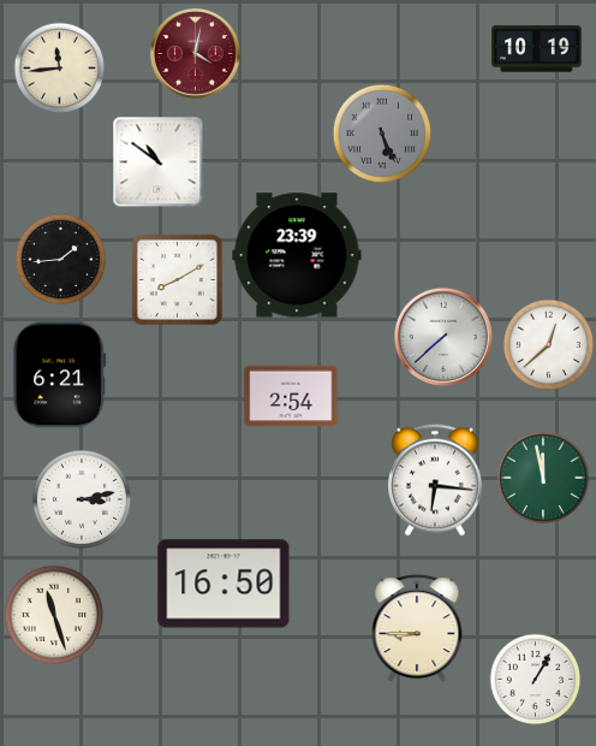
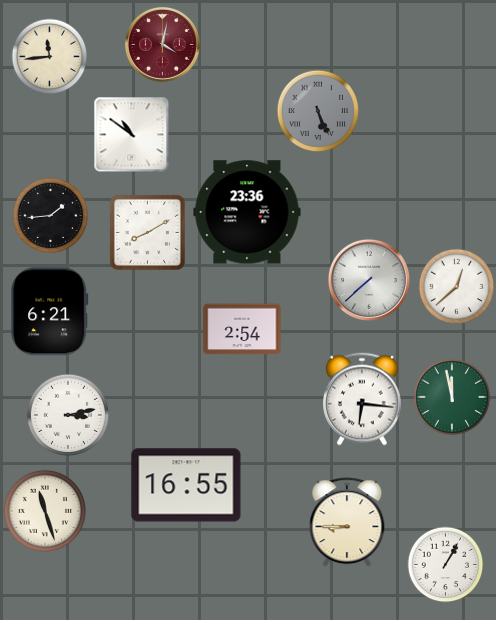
clock at (537, 49): 10:19 -> none
clock at (297, 255): 23:39 -> 23:36
clock at (223, 584): 16:50 -> 16:55
